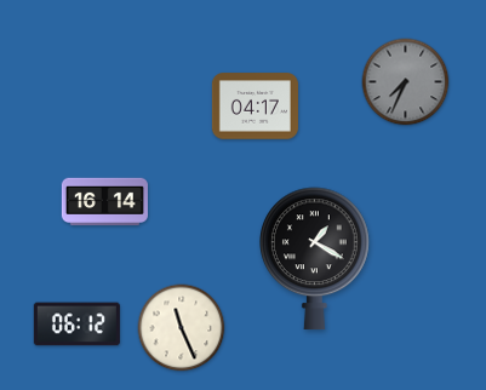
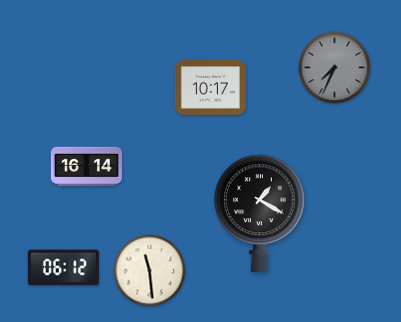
clock at (255, 107): 04:17 -> 10:17
clock at (182, 328): 11:26 -> 11:29
